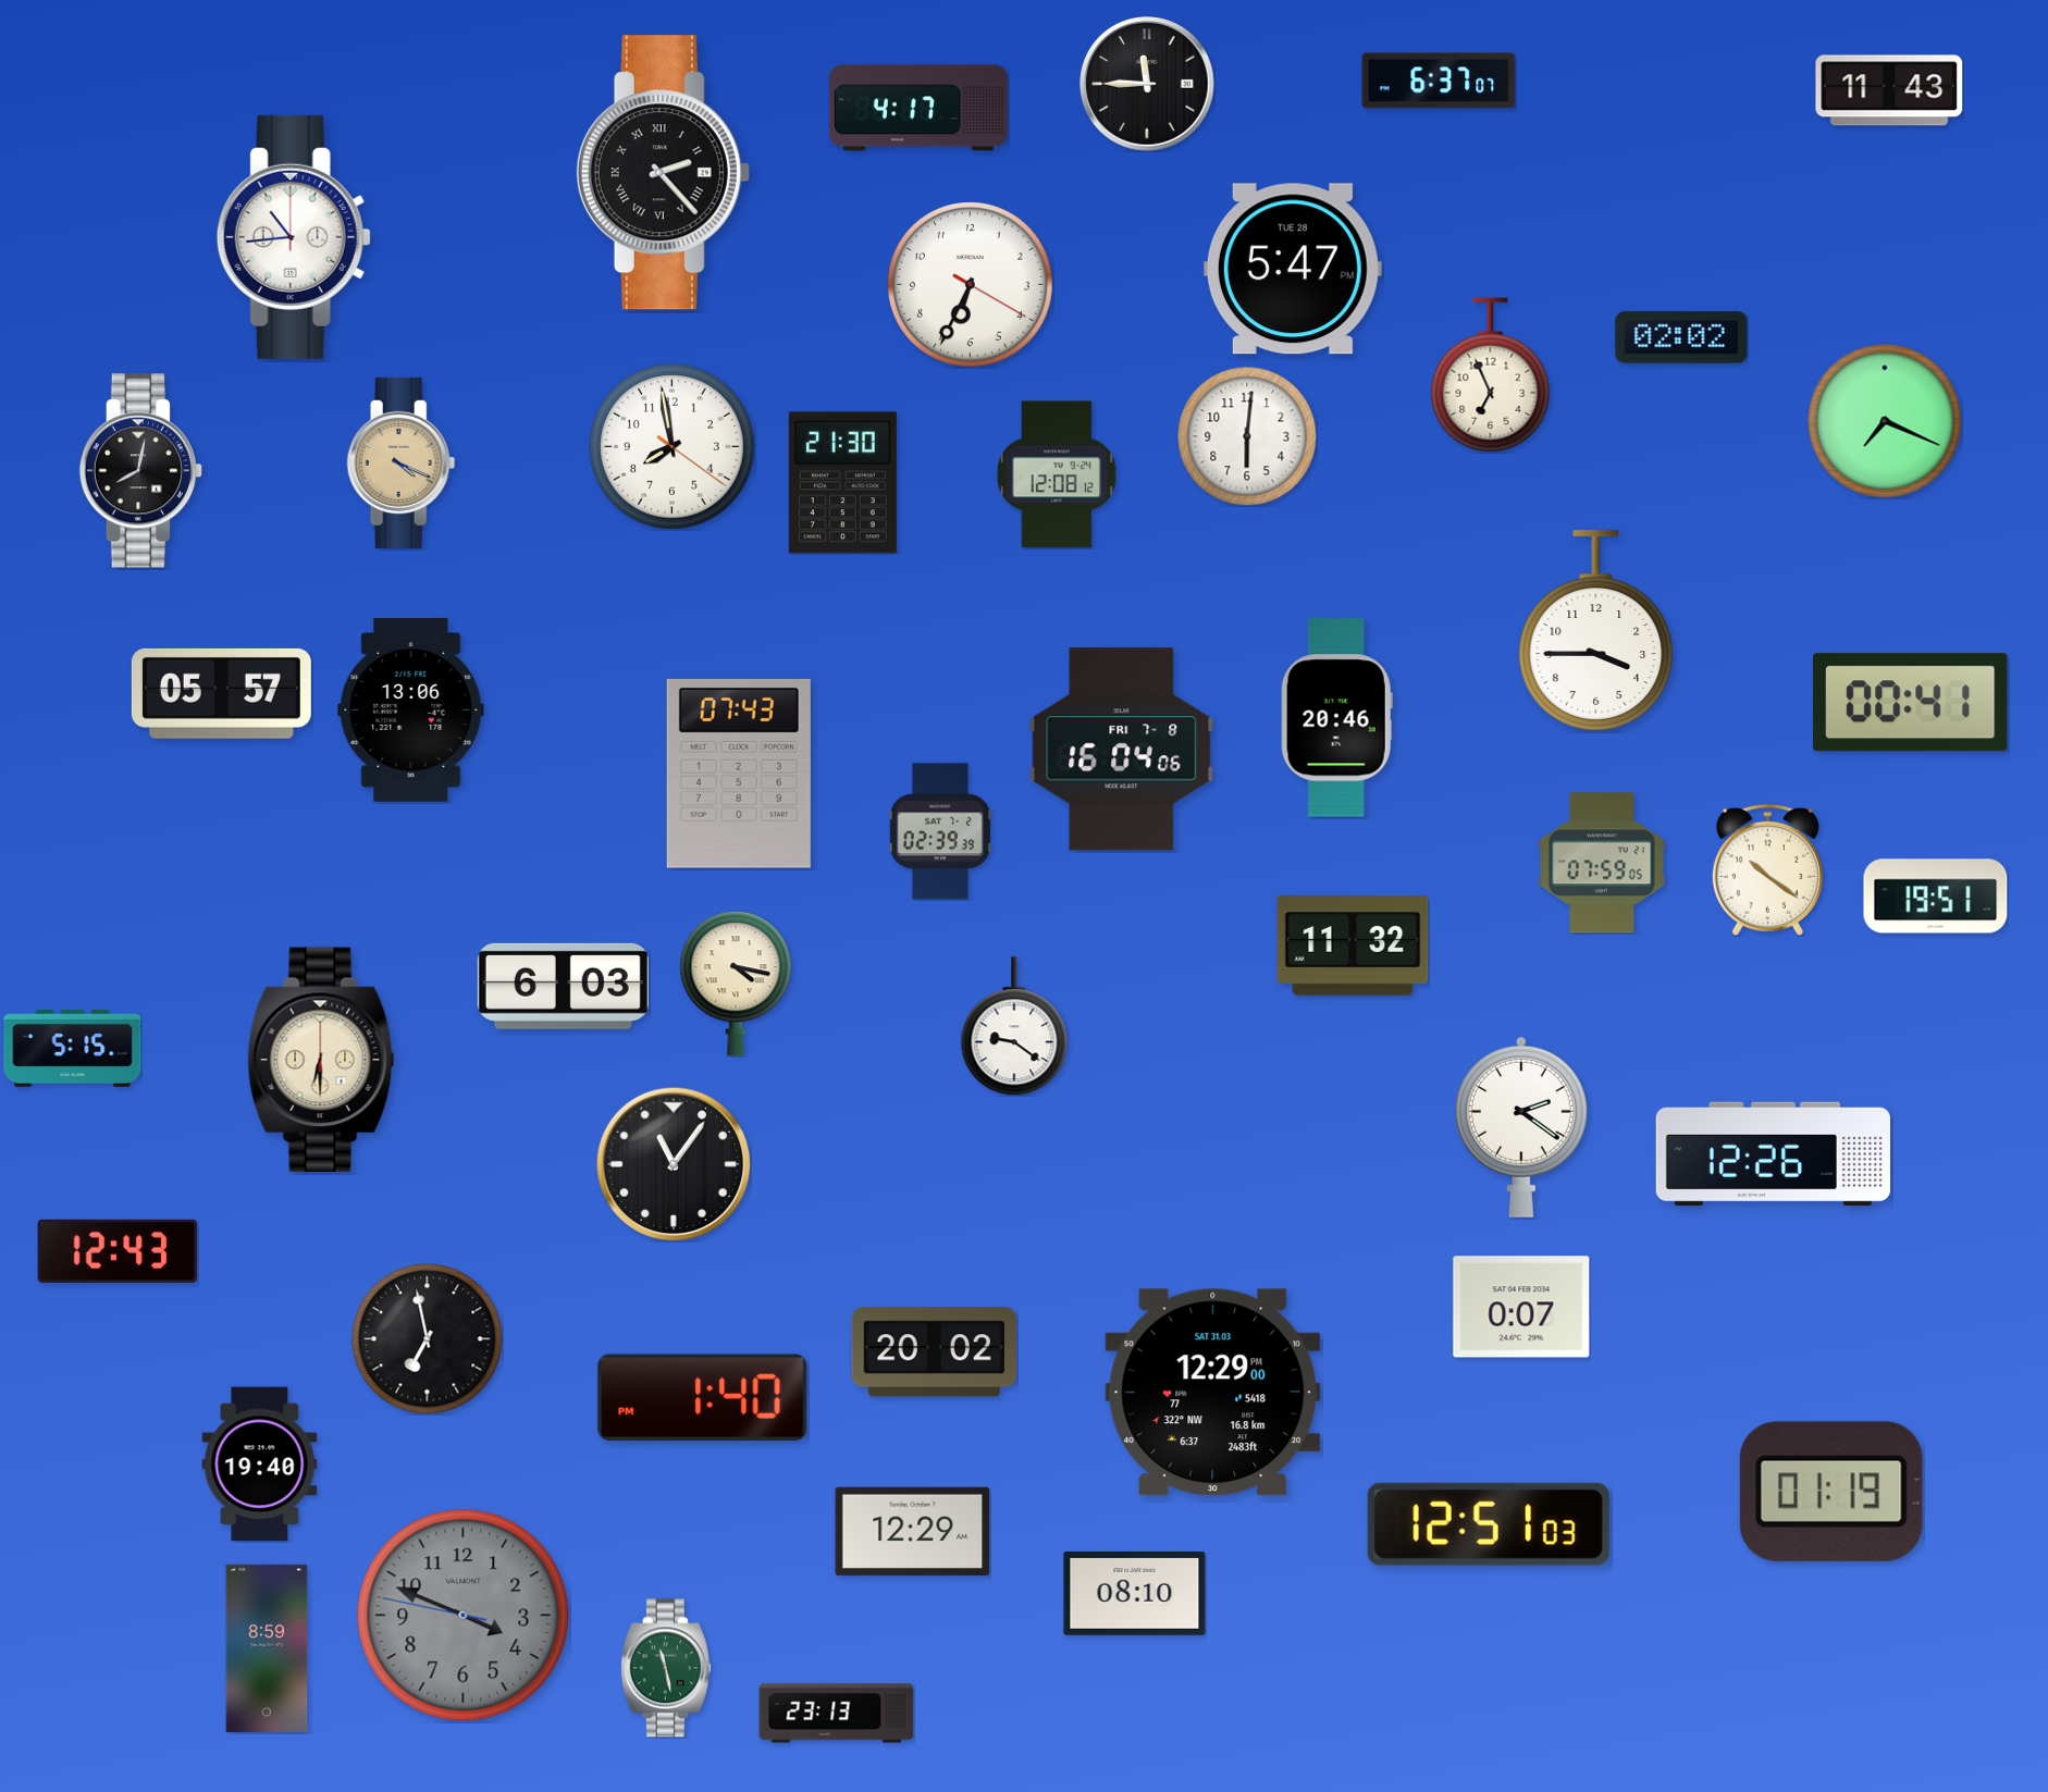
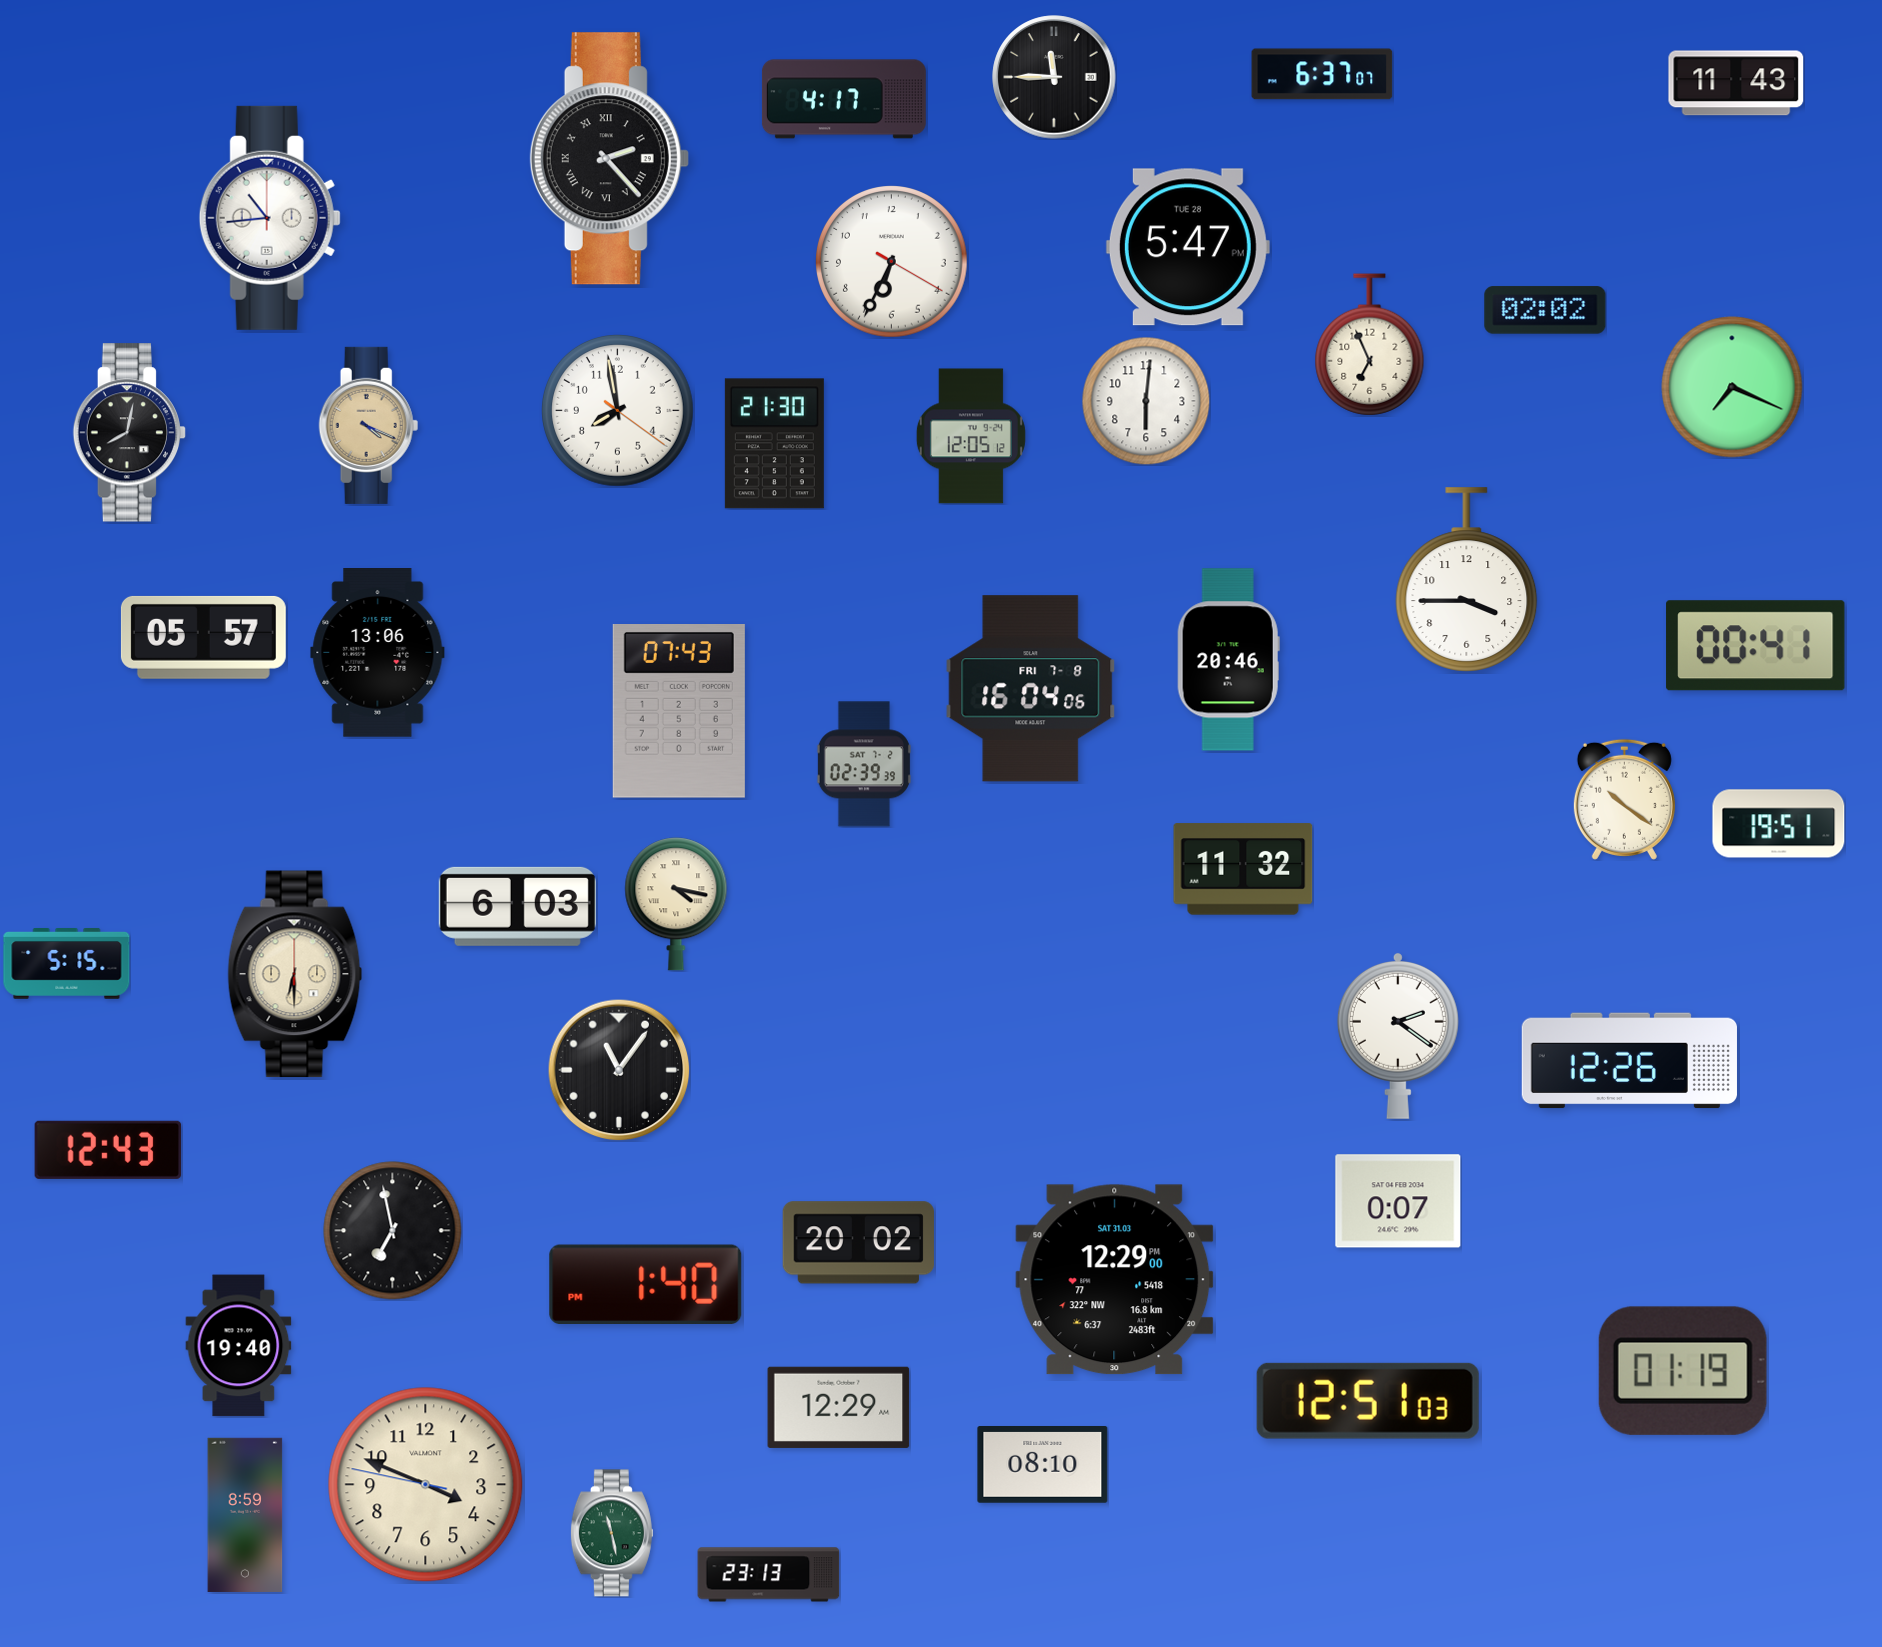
clock at (1057, 474): 12:08 -> 12:05
clock at (1602, 863): 07:59 -> none
clock at (1014, 1026): 9:21 -> none
clock at (464, 1616) dial: grey -> cream
